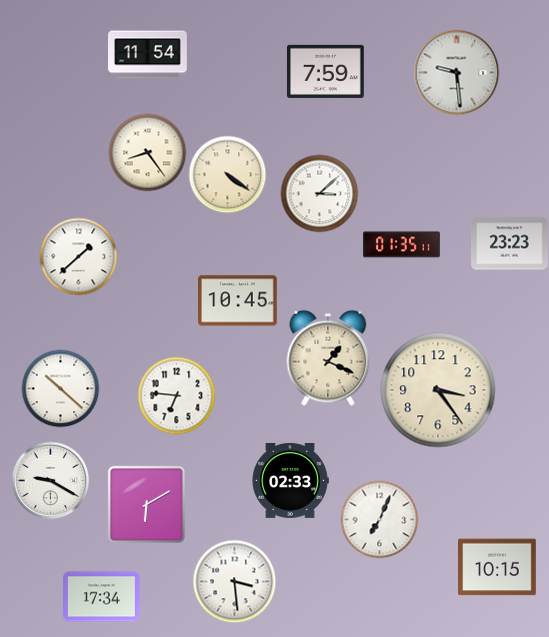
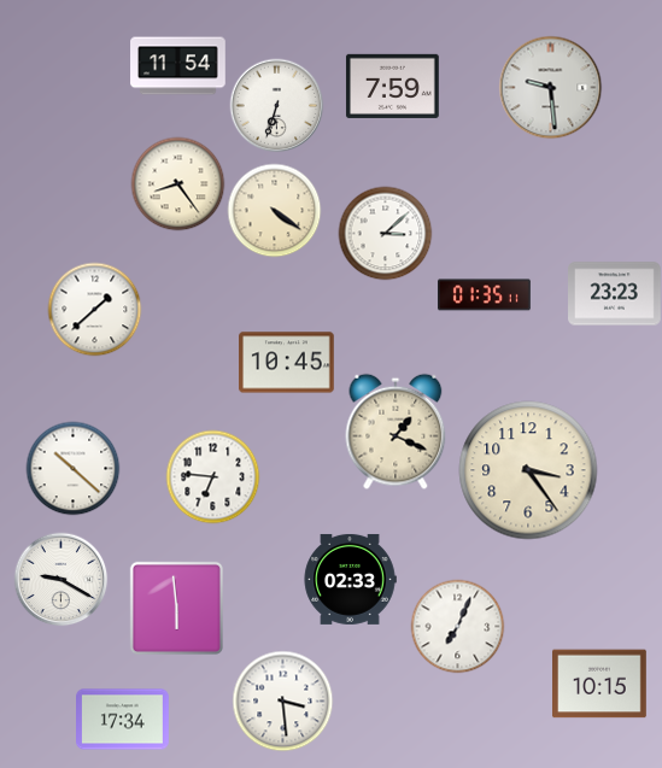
clock at (276, 105): none -> 6:33
clock at (146, 504): 6:10 -> 5:59
